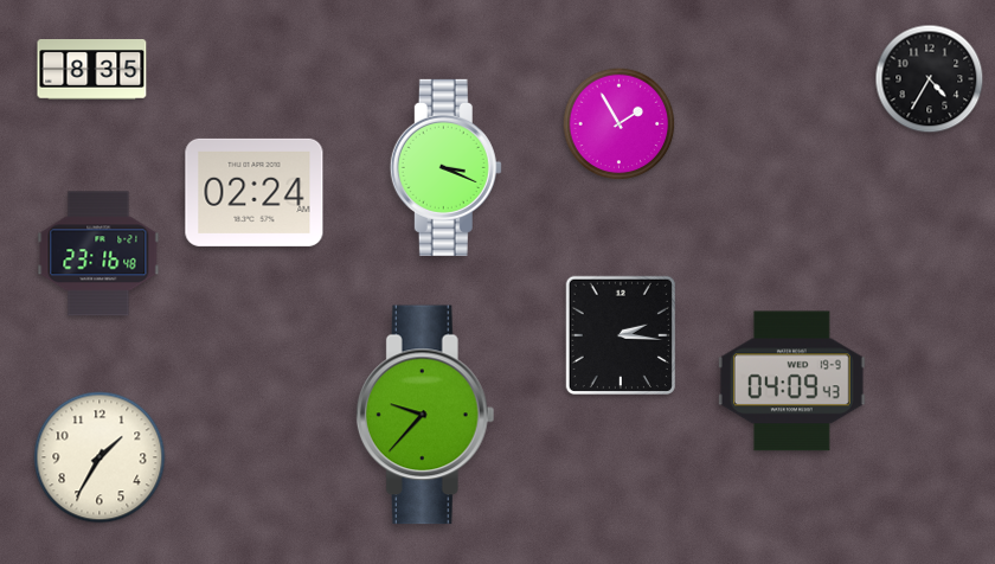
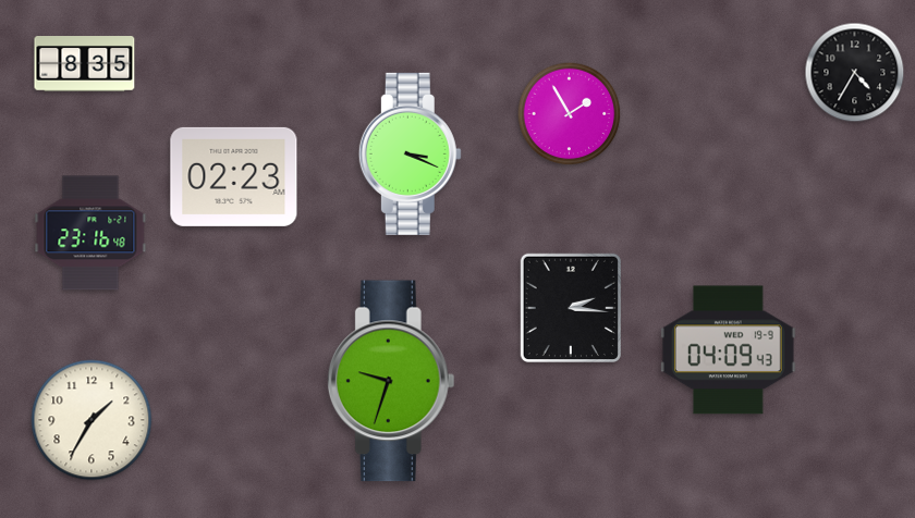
clock at (255, 192): 02:24 -> 02:23
clock at (425, 415): 9:37 -> 9:33
